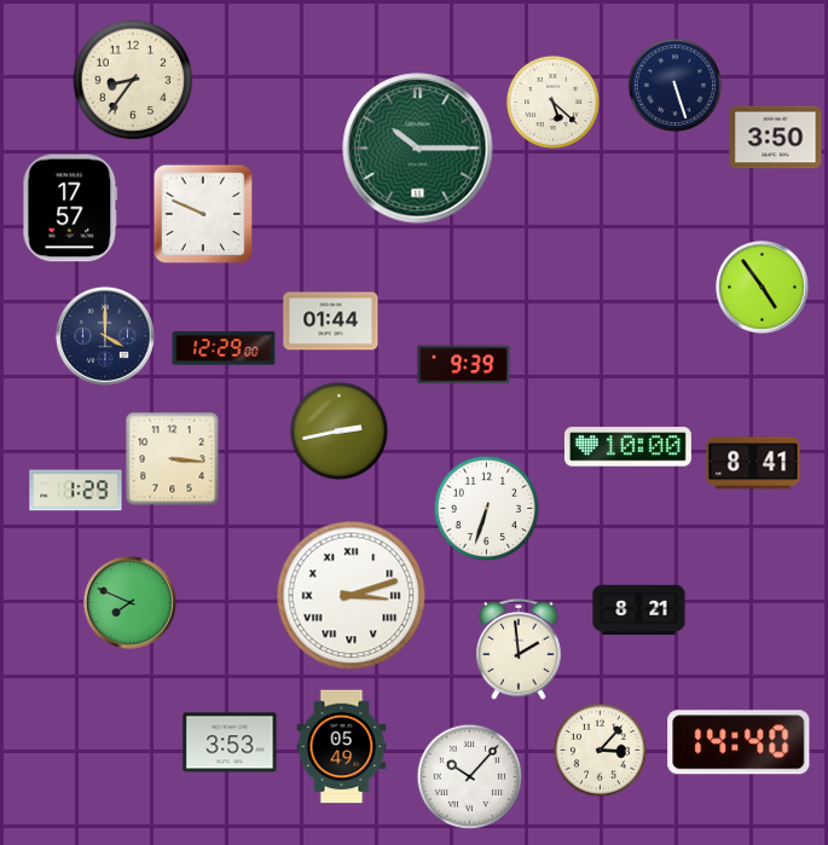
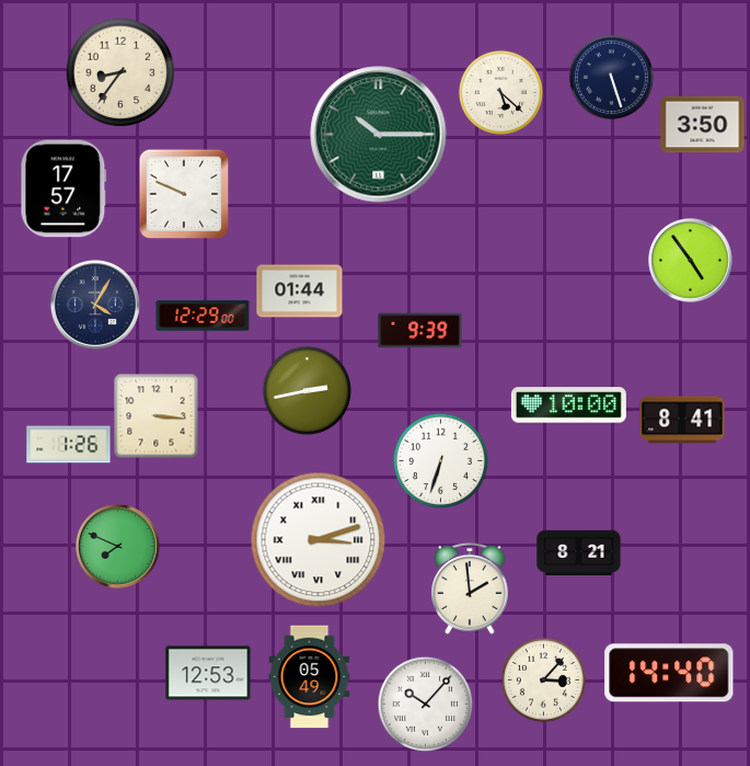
clock at (105, 336): 4:00 -> 4:05
clock at (76, 491): 1:29 -> 1:26
clock at (230, 742): 3:53 -> 12:53
